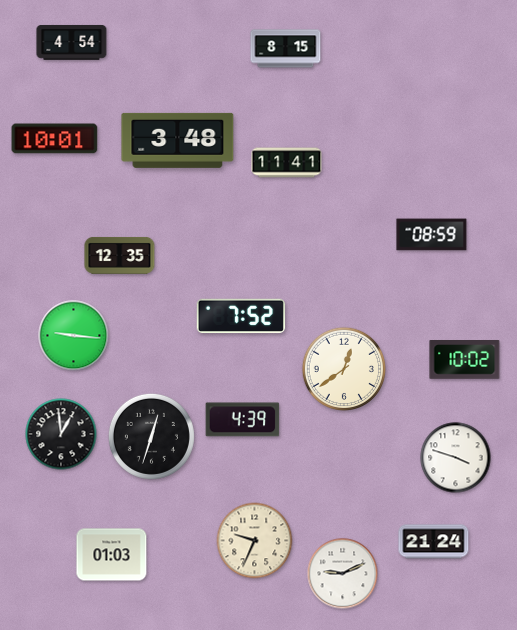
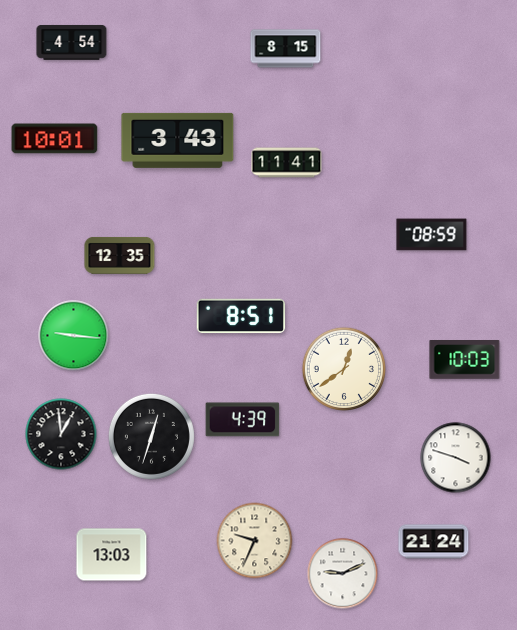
clock at (178, 140): 3:48 -> 3:43
clock at (241, 316): 7:52 -> 8:51
clock at (465, 360): 10:02 -> 10:03
clock at (112, 555): 01:03 -> 13:03
